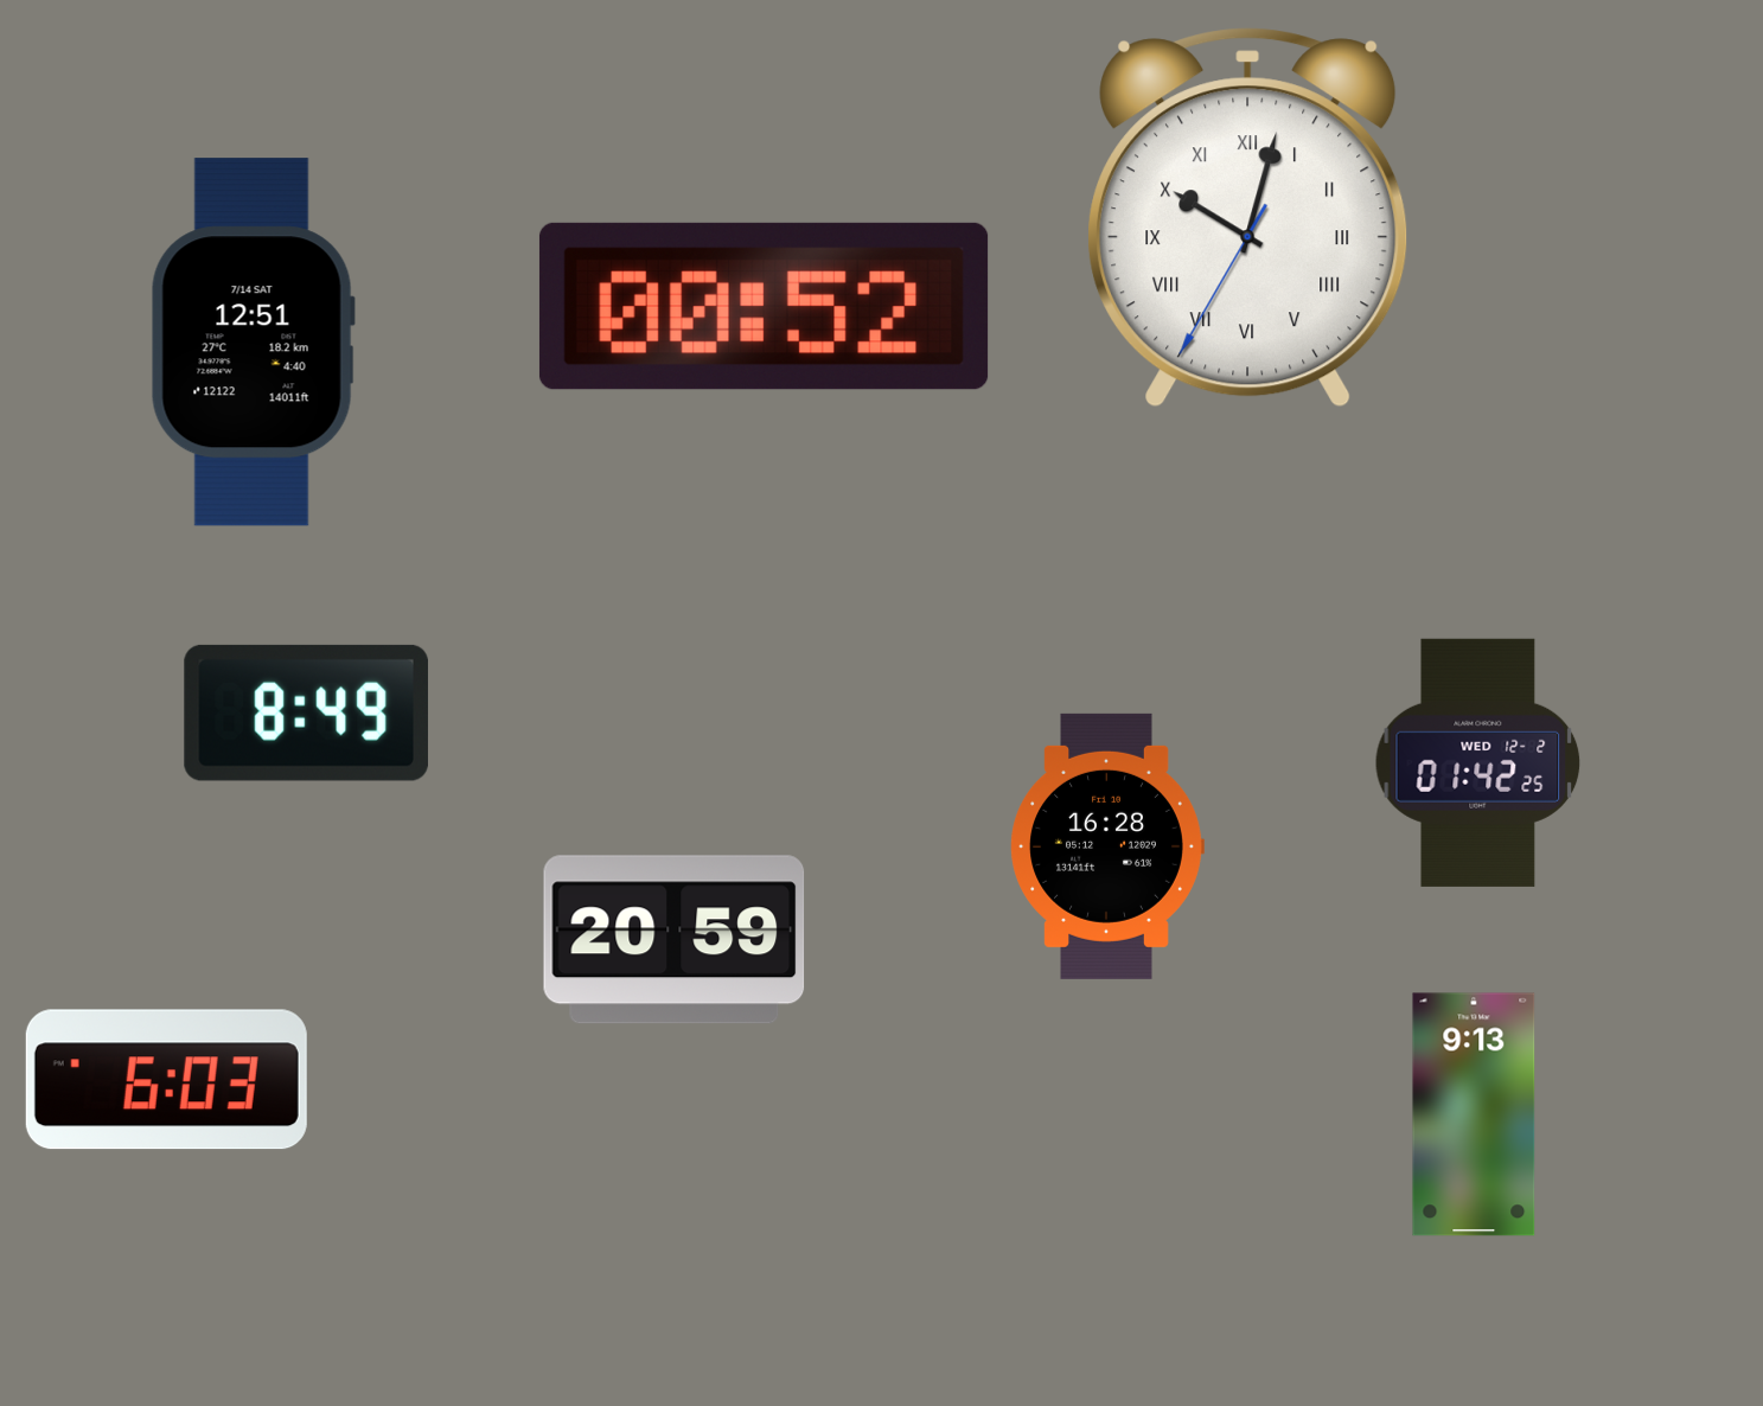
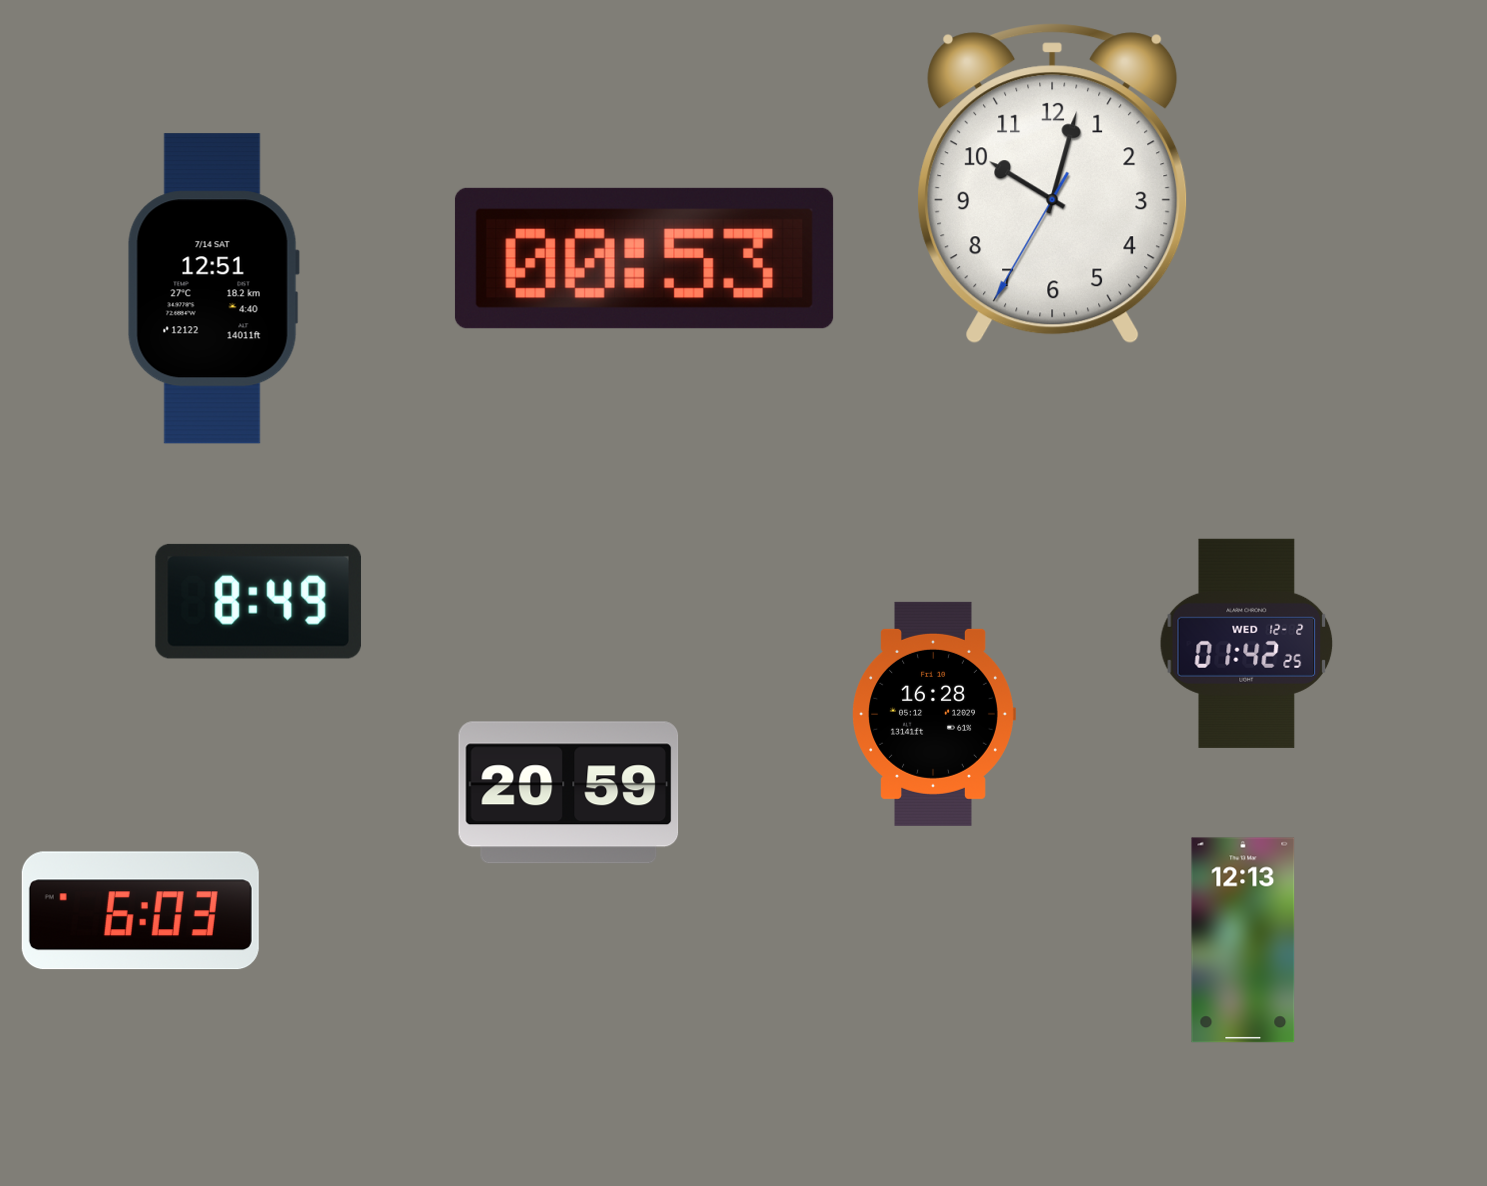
clock at (1248, 218) numerals: Roman -> Arabic
clock at (764, 306): 00:52 -> 00:53
clock at (1474, 1114): 9:13 -> 12:13
